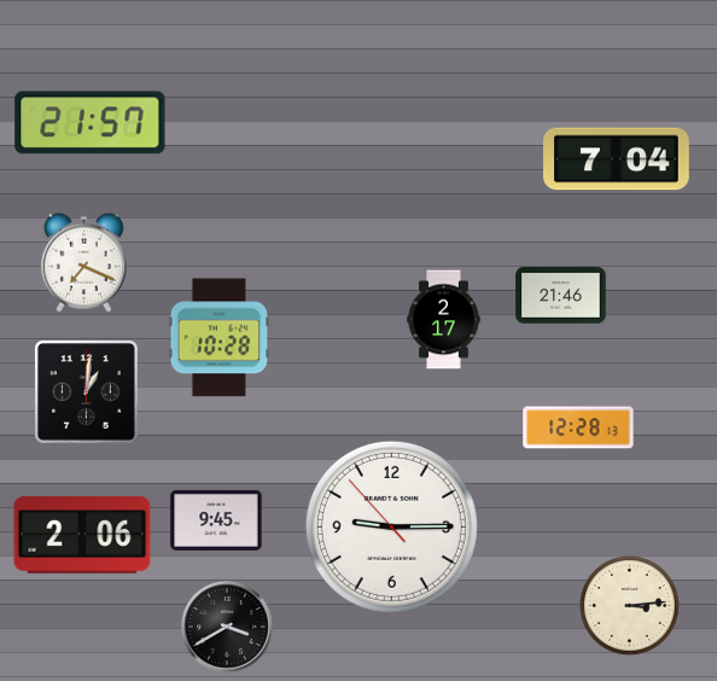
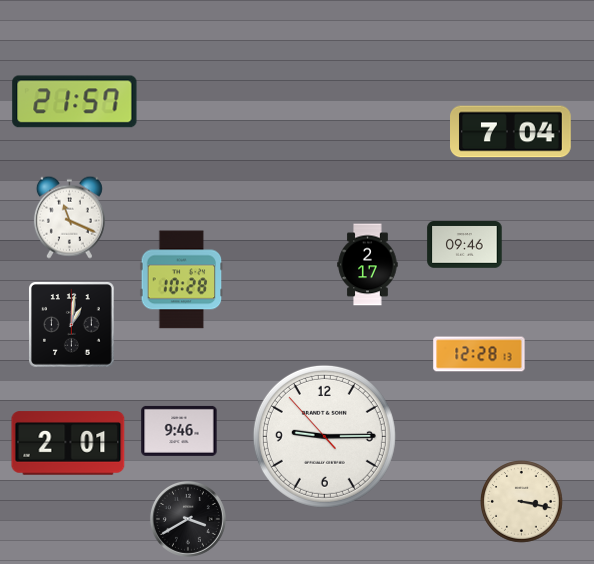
clock at (83, 262): 7:19 -> 11:19
clock at (561, 296): 21:46 -> 09:46
clock at (216, 520): 9:45 -> 9:46
clock at (82, 535): 2:06 -> 2:01
clock at (630, 606): 3:14 -> 3:17
